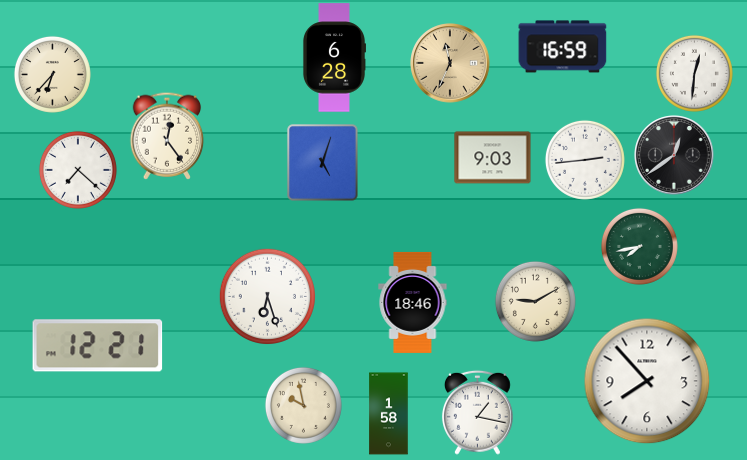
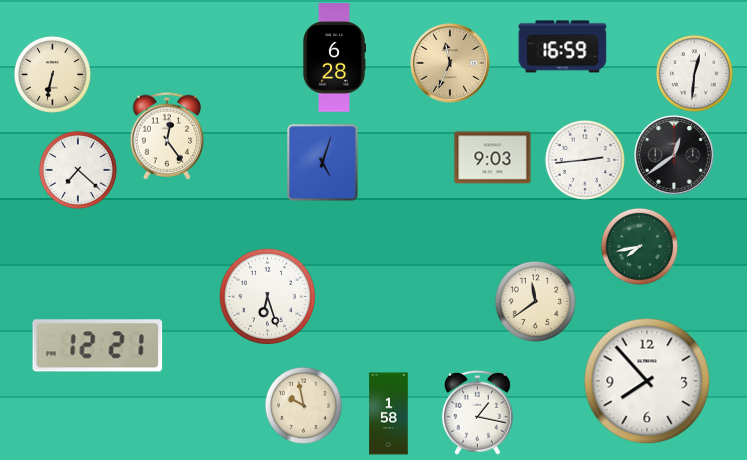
clock at (52, 74): 6:37 -> 6:32
clock at (535, 301): 9:10 -> 11:39
clock at (413, 302): 18:46 -> none
